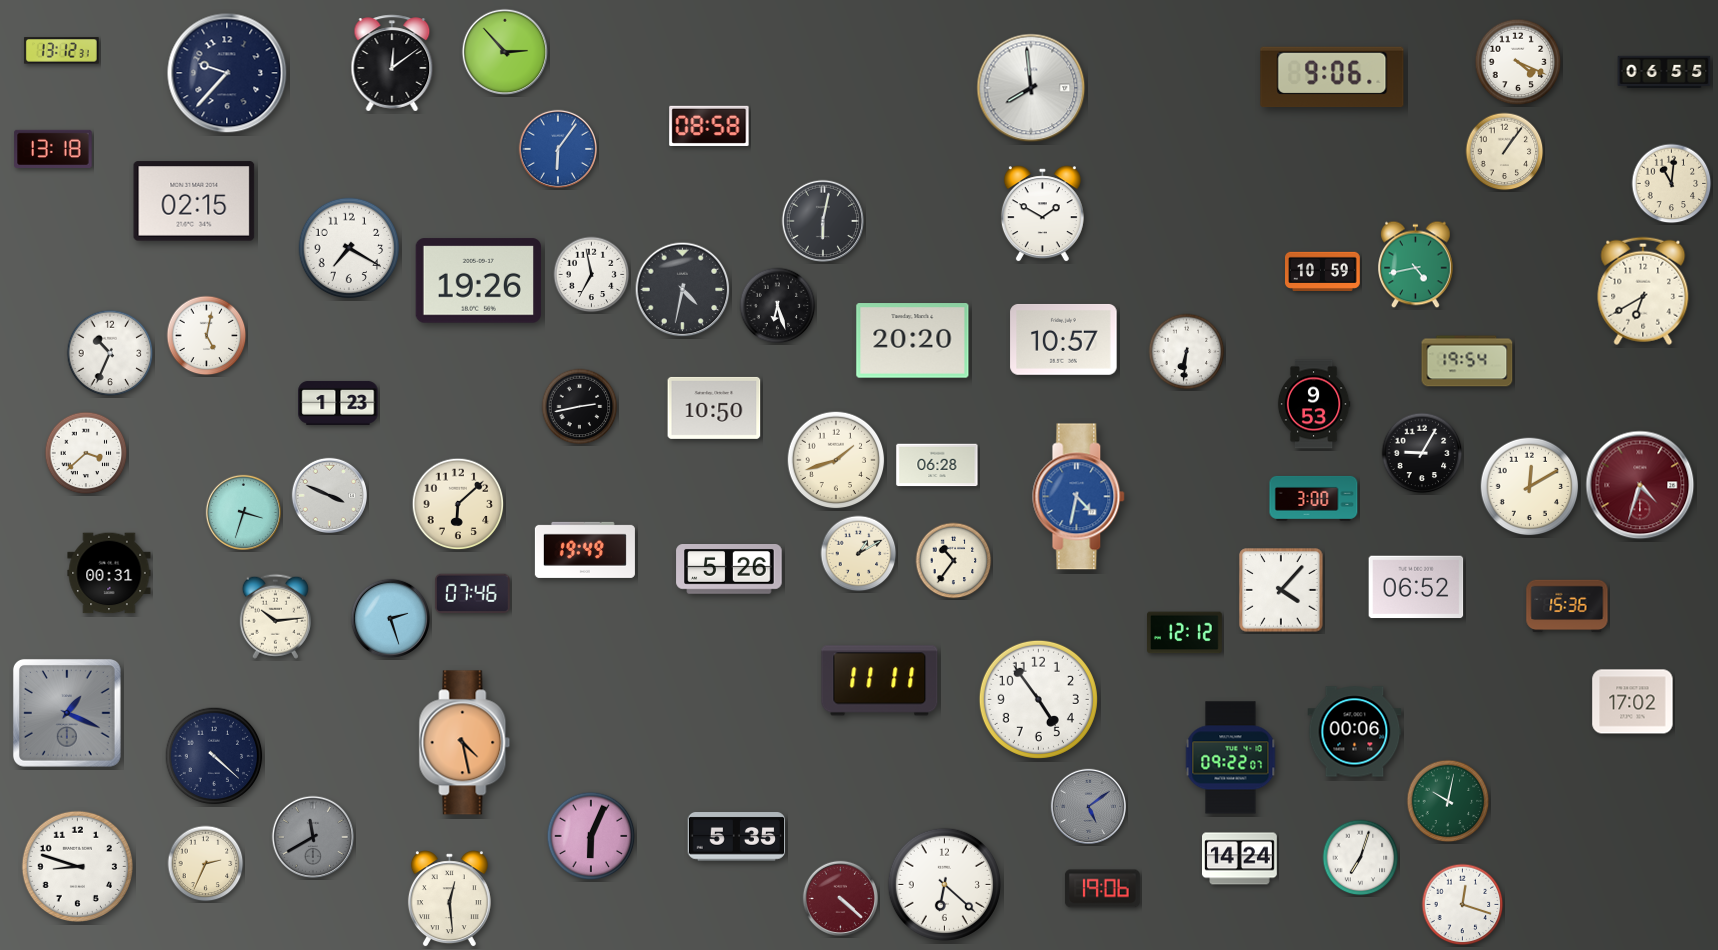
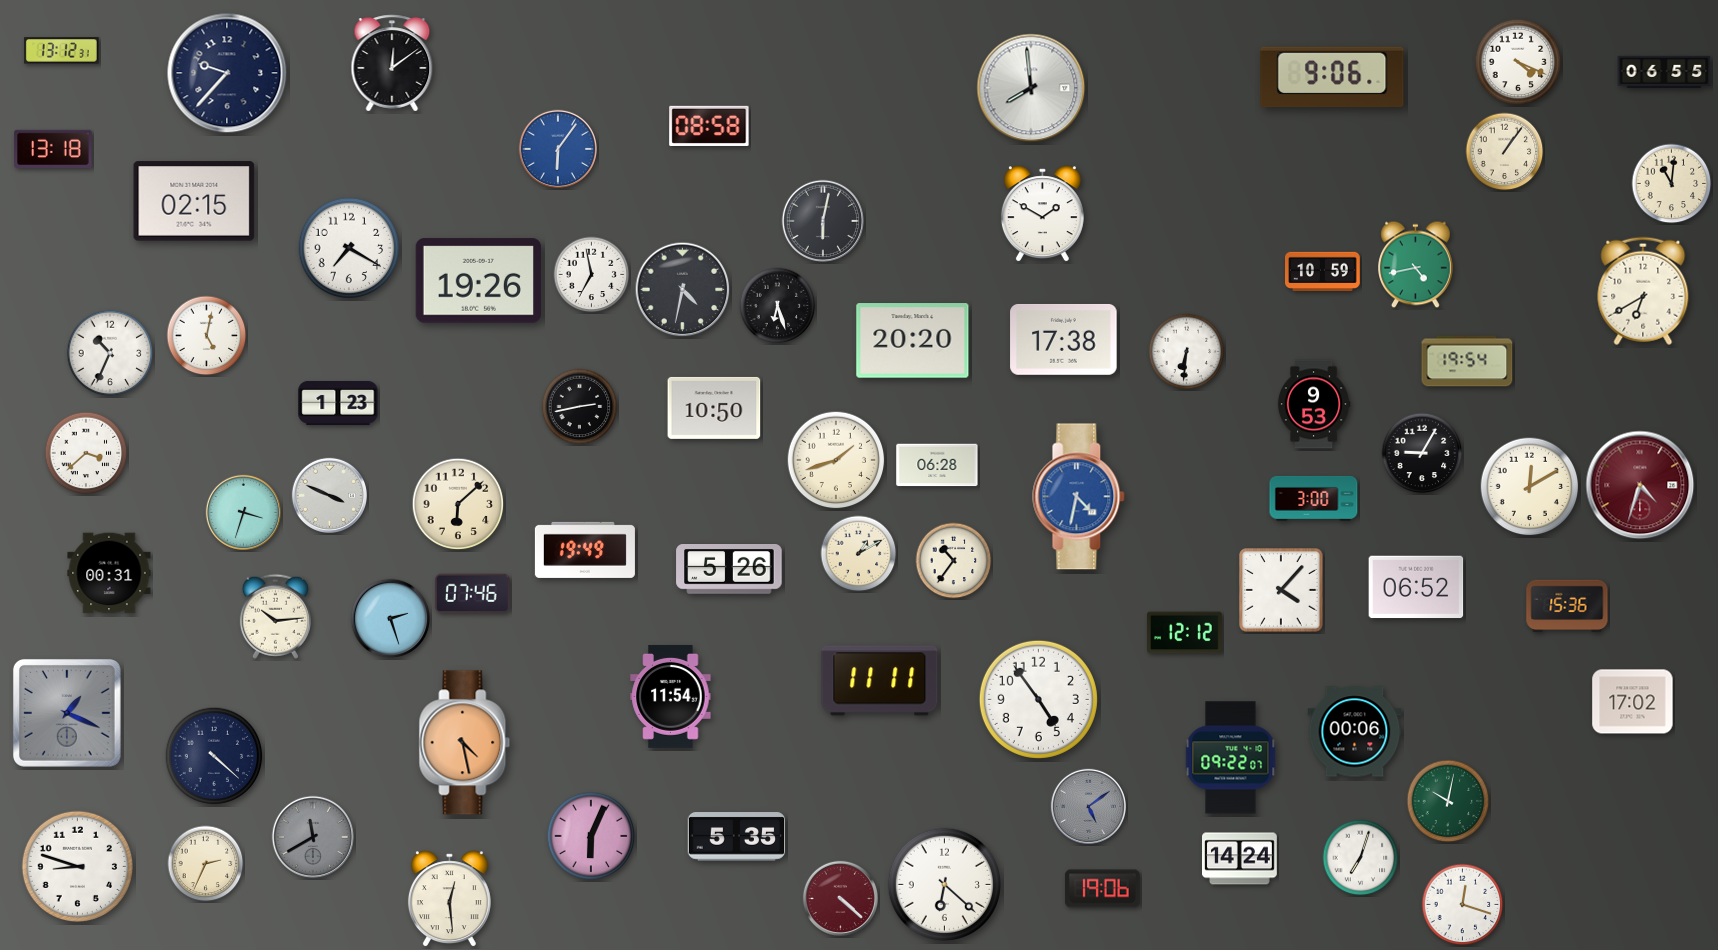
clock at (505, 52): 2:53 -> none
clock at (1064, 339): 10:57 -> 17:38
clock at (671, 696): none -> 11:54
